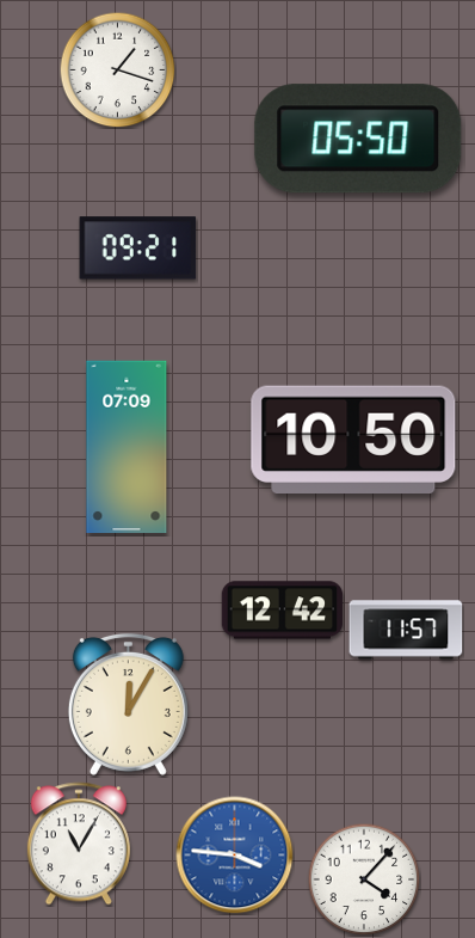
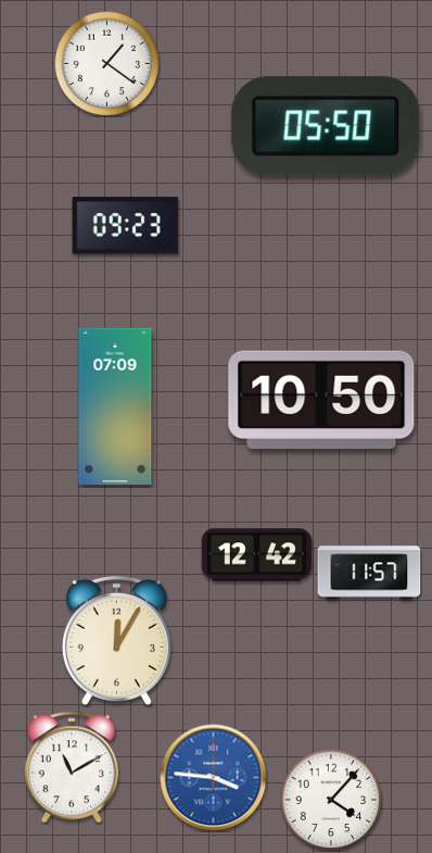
clock at (117, 69): 1:18 -> 1:21
clock at (138, 249): 09:21 -> 09:23
clock at (79, 844): 11:05 -> 11:10
